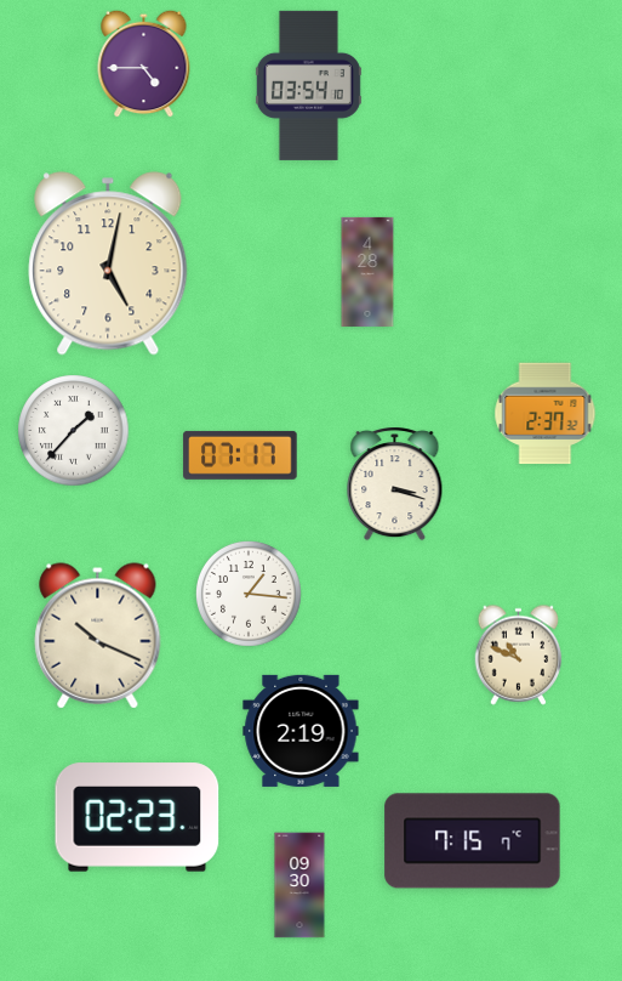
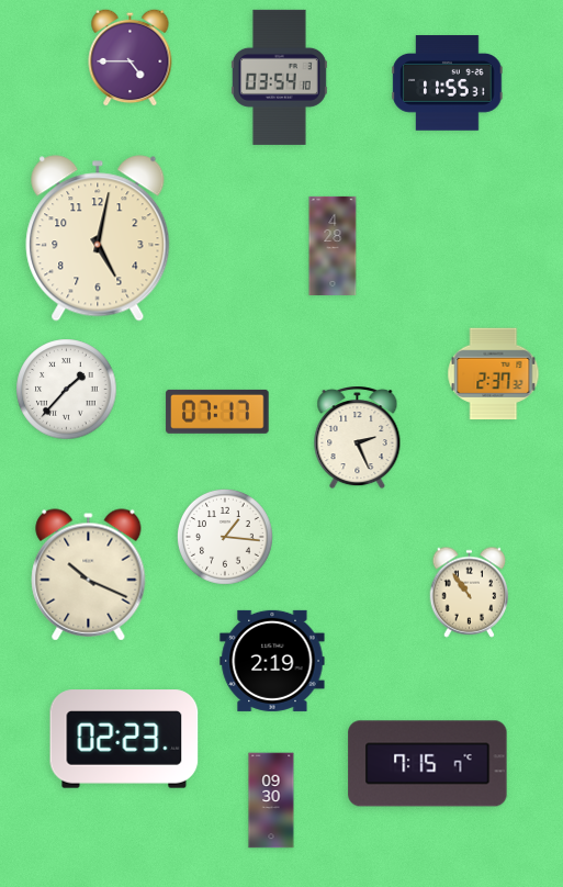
clock at (448, 83): none -> 11:55
clock at (395, 484): 3:18 -> 2:26
clock at (519, 654): 10:49 -> 10:54
clock at (473, 841) position: (473, 841) -> (428, 764)
